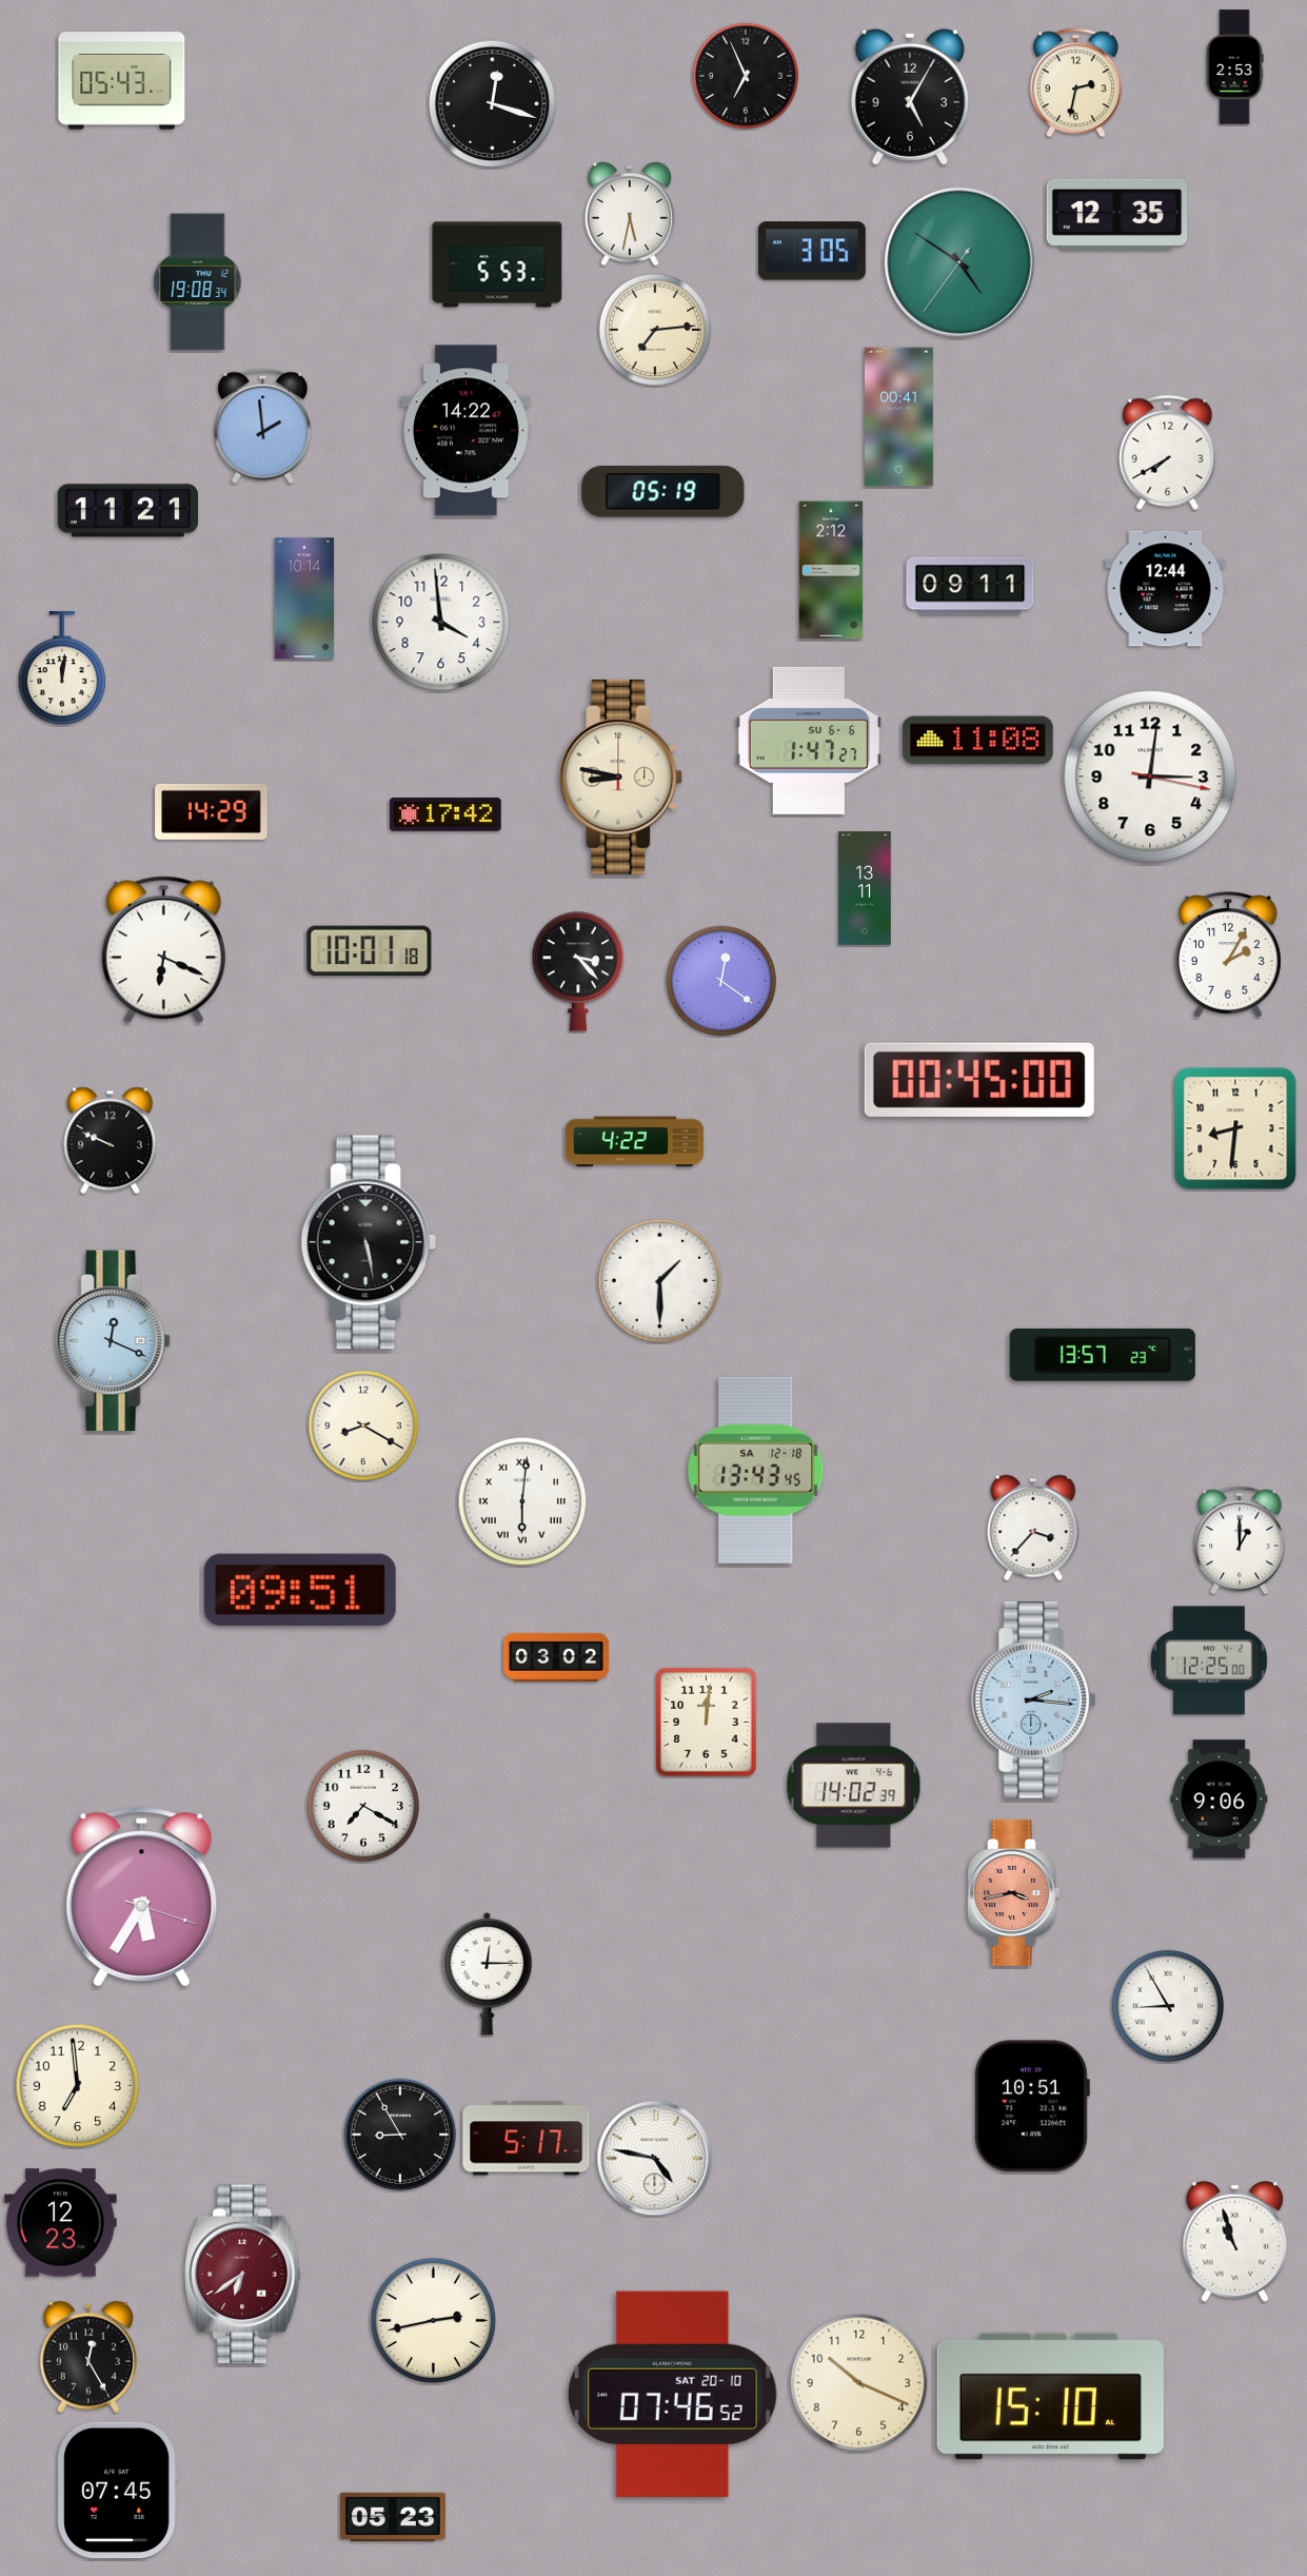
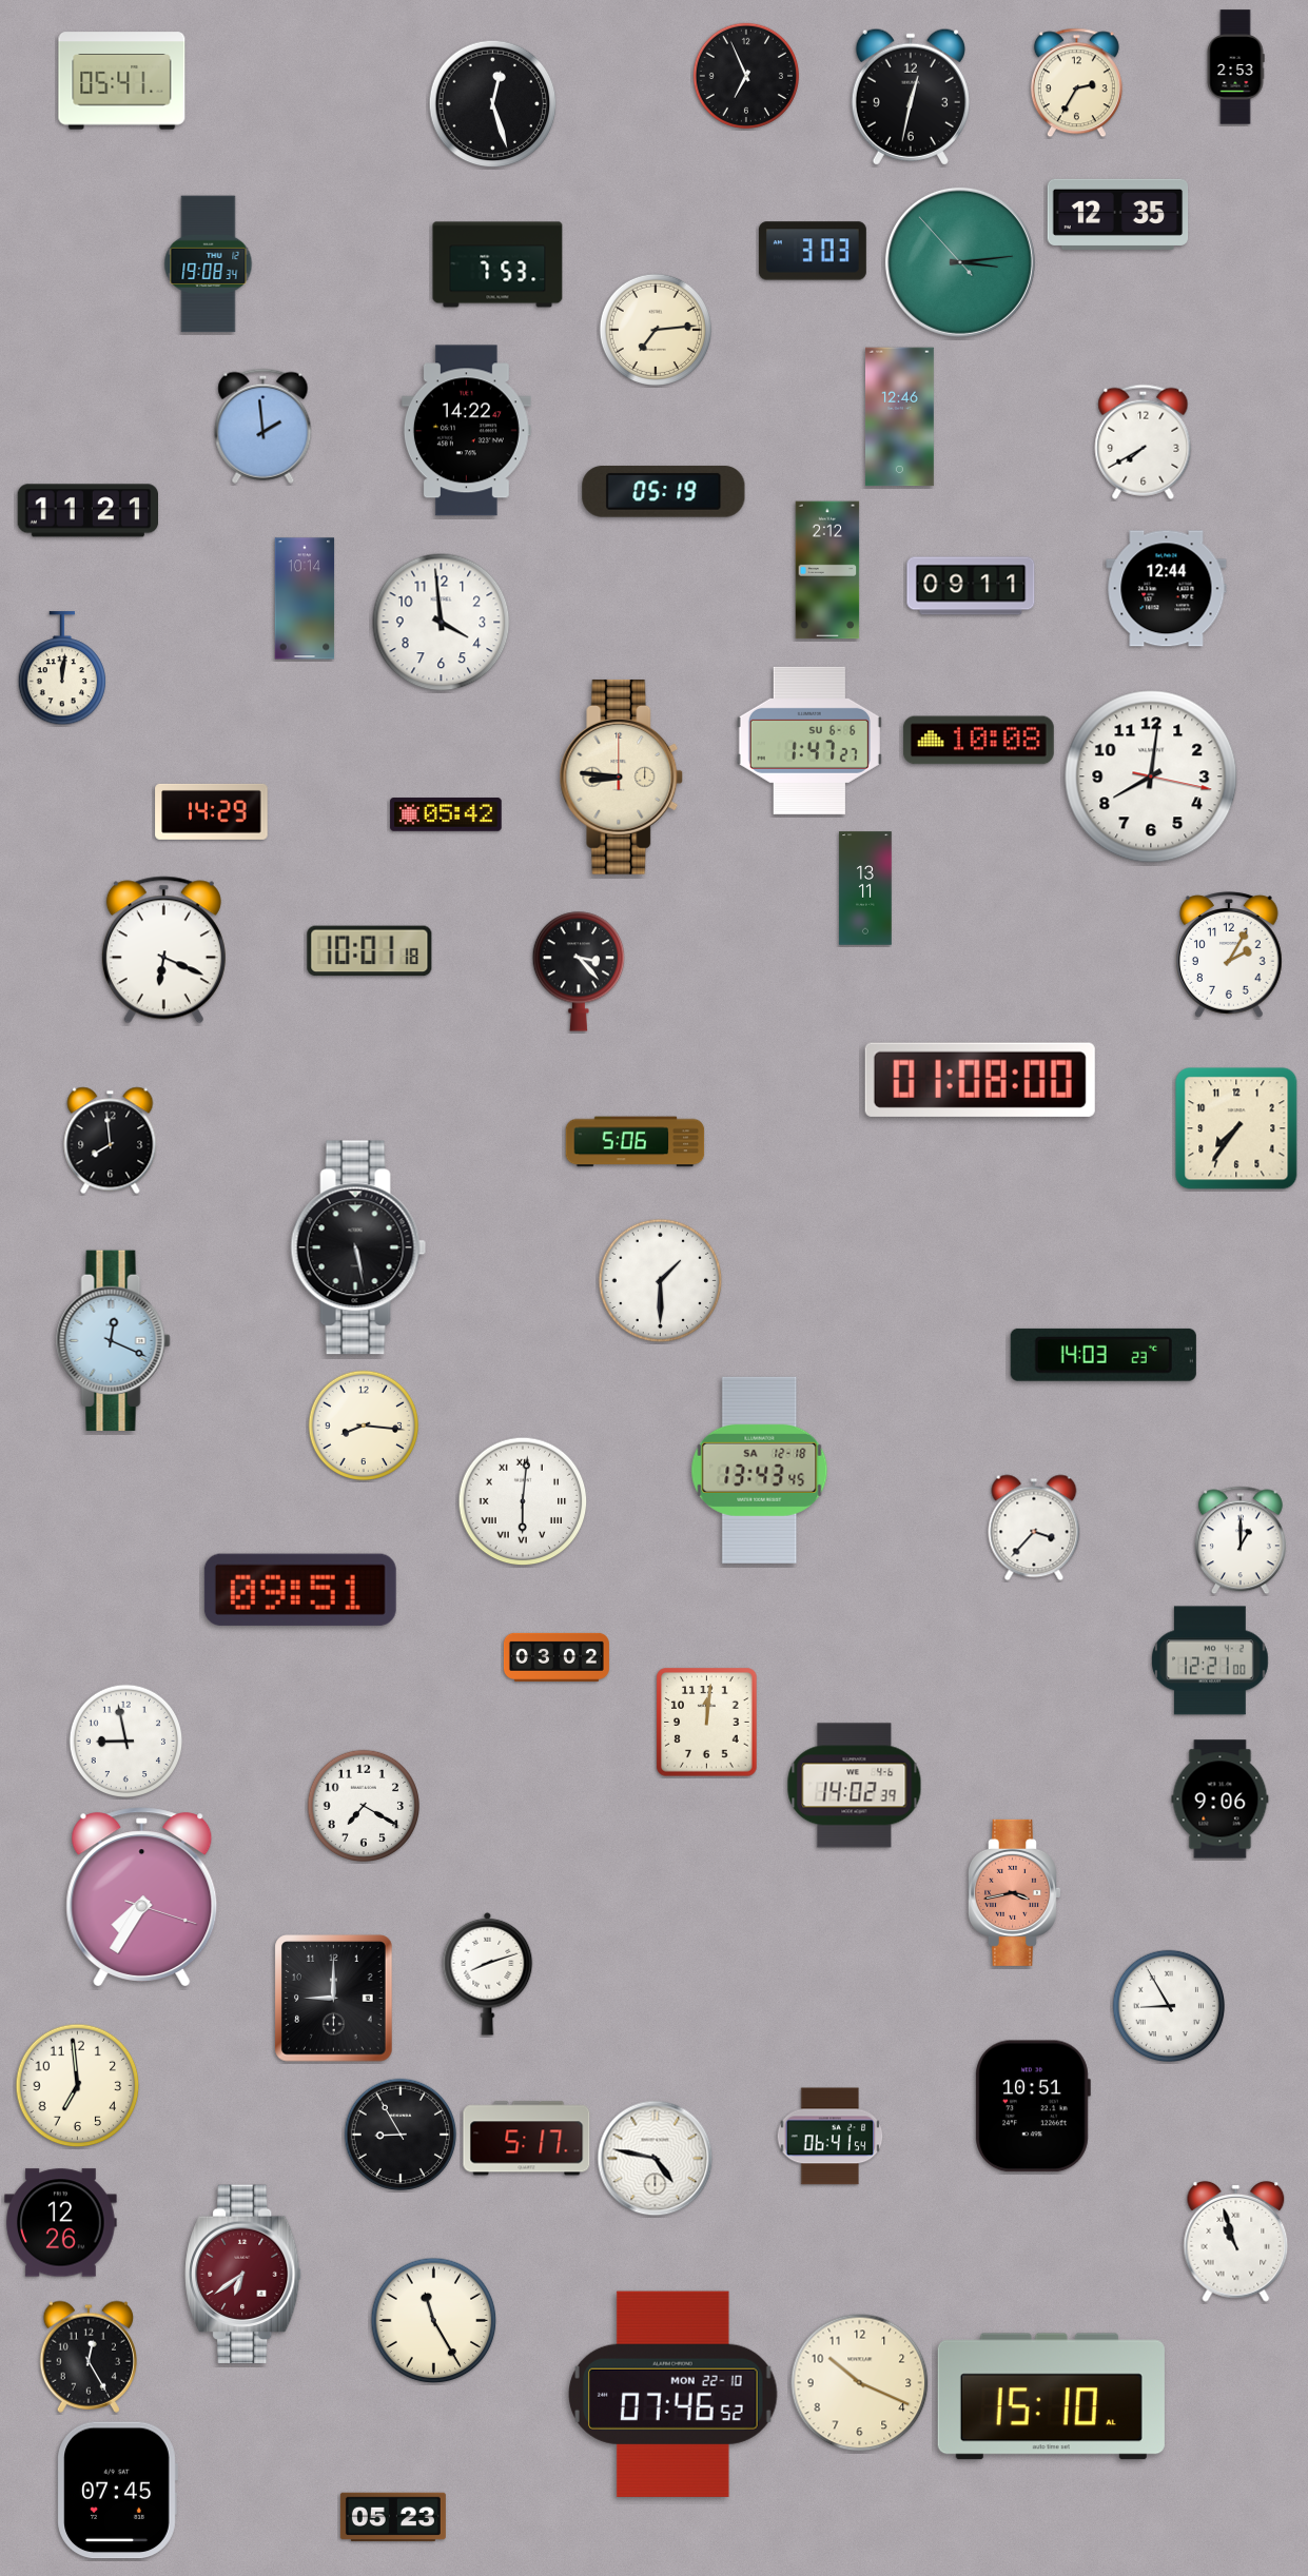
clock at (122, 81): 05:43 -> 05:41
clock at (1075, 83): 2:32 -> 2:35
clock at (910, 97): 5:05 -> 12:32
clock at (493, 104): 12:18 -> 12:27
clock at (629, 214): 5:32 -> none
clock at (812, 251): 3:05 -> 3:03
clock at (959, 262): 4:50 -> 3:13
clock at (497, 264): 5:53 -> 7:53
clock at (198, 282) position: (198, 282) -> (209, 264)
clock at (898, 417): 00:41 -> 12:46
clock at (1168, 452) position: (1168, 452) -> (1144, 441)
clock at (127, 511) position: (127, 511) -> (87, 511)
clock at (831, 570) position: (831, 570) -> (827, 570)
clock at (977, 741): 11:08 -> 10:08
clock at (621, 776): 8:47 -> 8:46
clock at (1150, 776): 3:01 -> 8:01
clock at (445, 814): 17:42 -> 05:42
clock at (720, 980): 12:21 -> none
clock at (979, 1080): 00:45 -> 01:08
clock at (1235, 1128): 8:31 -> 7:36
clock at (111, 1141): 9:49 -> 7:59
clock at (635, 1142): 4:22 -> 5:06
clock at (369, 1242) position: (369, 1242) -> (358, 1247)
clock at (1103, 1355): 13:57 -> 14:03
clock at (362, 1424): 8:20 -> 8:16
clock at (756, 1470) position: (756, 1470) -> (760, 1470)
clock at (1210, 1660): 12:25 -> 12:21
clock at (1034, 1700): 2:16 -> none
clock at (126, 1742): none -> 8:58
clock at (142, 1896): 5:35 -> 7:35
clock at (488, 1973): 12:15 -> 8:12
clock at (334, 1999): none -> 9:00
clock at (831, 2137): none -> 06:41
clock at (61, 2223): 12:23 -> 12:26
clock at (434, 2321): 2:43 -> 11:25
clock at (673, 2394) date: SAT 20-10 -> MON 22-10
